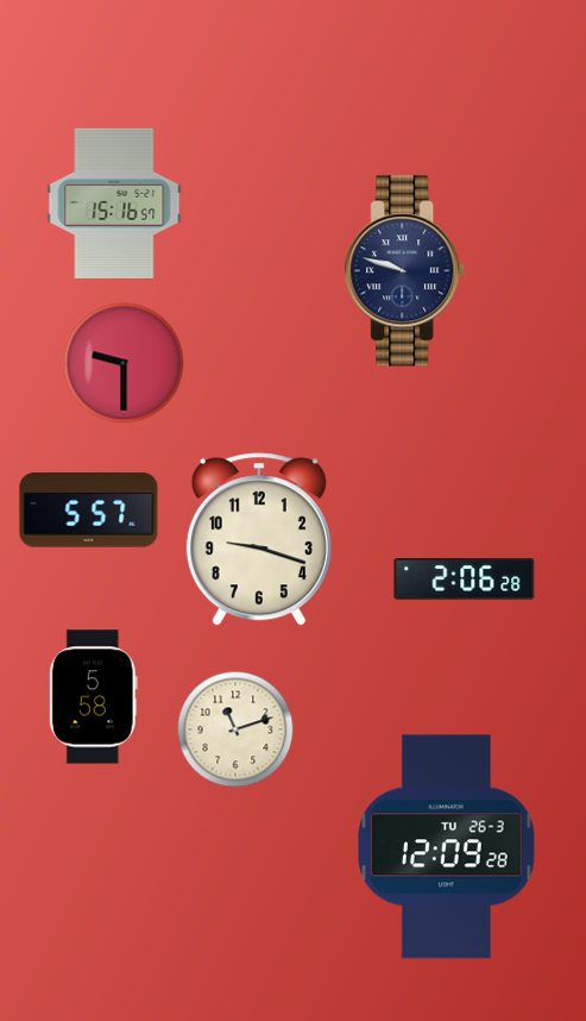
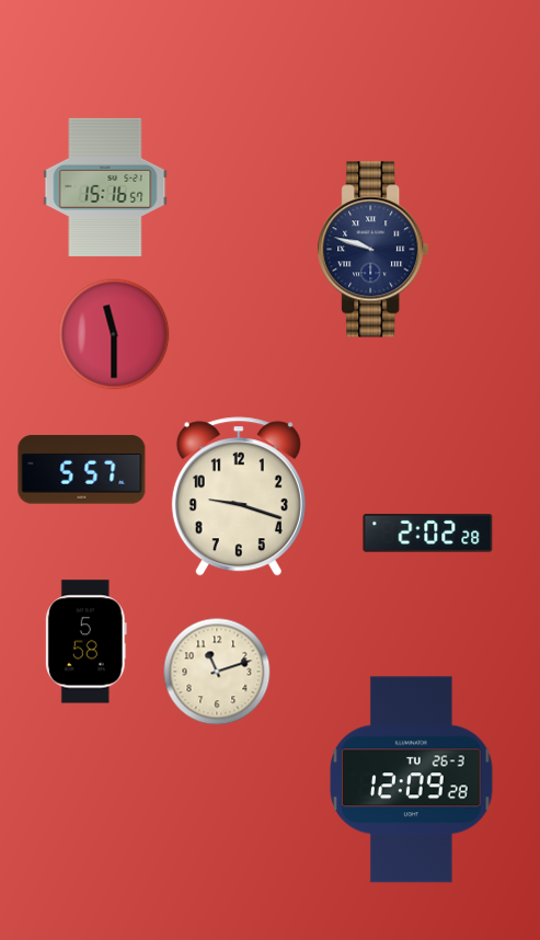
clock at (124, 363): 9:30 -> 11:30
clock at (465, 580): 2:06 -> 2:02
